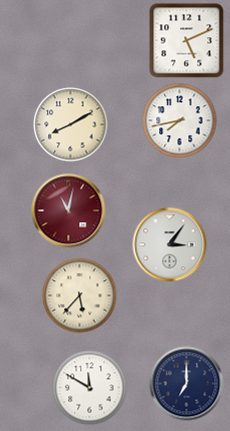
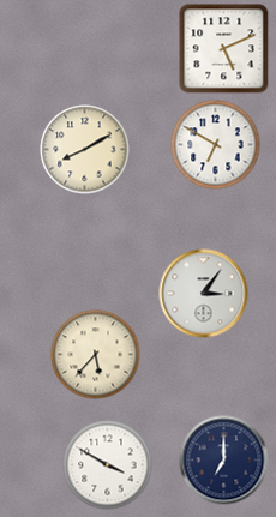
clock at (180, 121): 7:43 -> 6:50
clock at (69, 211): 11:02 -> none
clock at (90, 388): 11:50 -> 3:50
